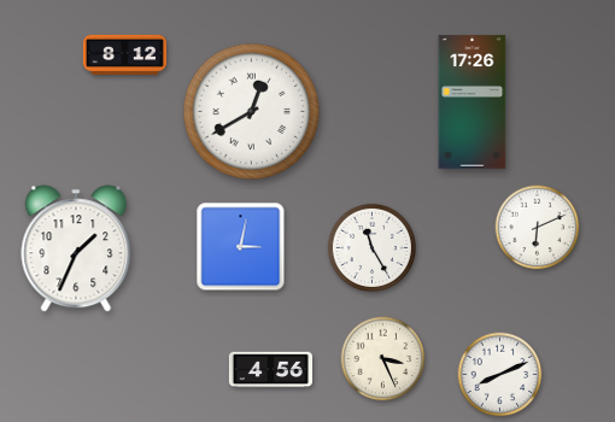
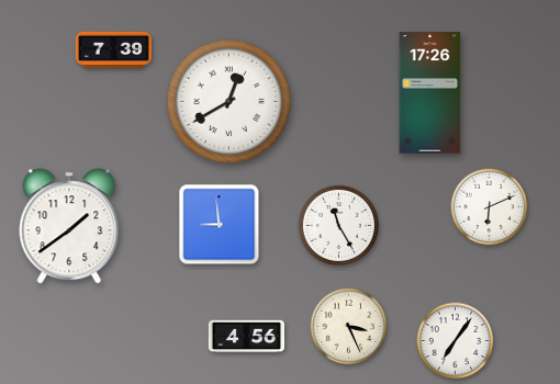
clock at (124, 54): 8:12 -> 7:39
clock at (241, 247): 3:02 -> 8:59
clock at (76, 248): 1:34 -> 1:39
clock at (500, 375): 8:11 -> 7:06
